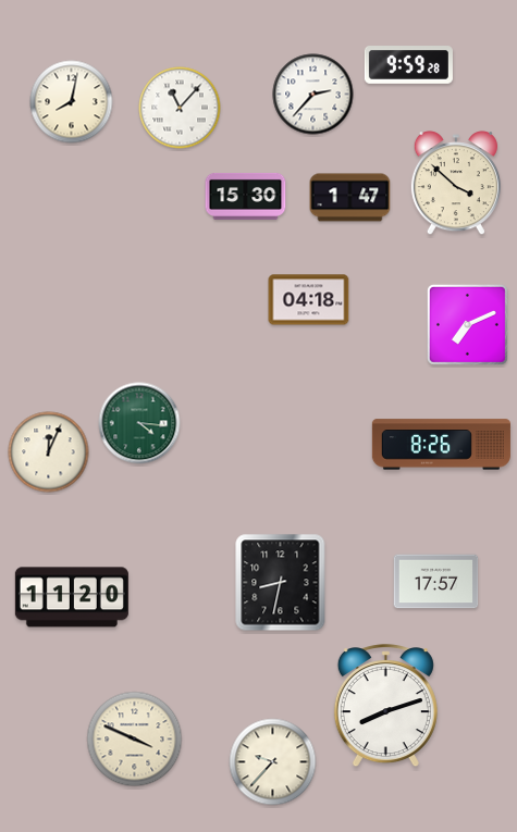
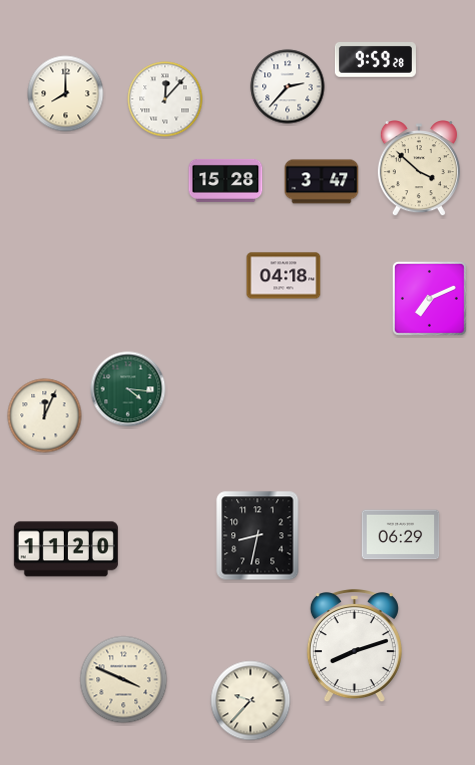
clock at (72, 102): 8:02 -> 8:00
clock at (180, 108): 11:07 -> 12:07
clock at (246, 196): 15:30 -> 15:28
clock at (350, 198): 1:47 -> 3:47
clock at (441, 445): 8:26 -> none
clock at (436, 582): 17:57 -> 06:29
clock at (385, 706) position: (385, 706) -> (354, 646)
